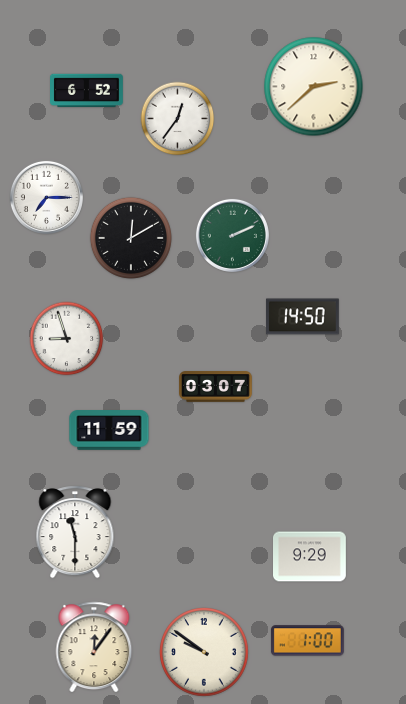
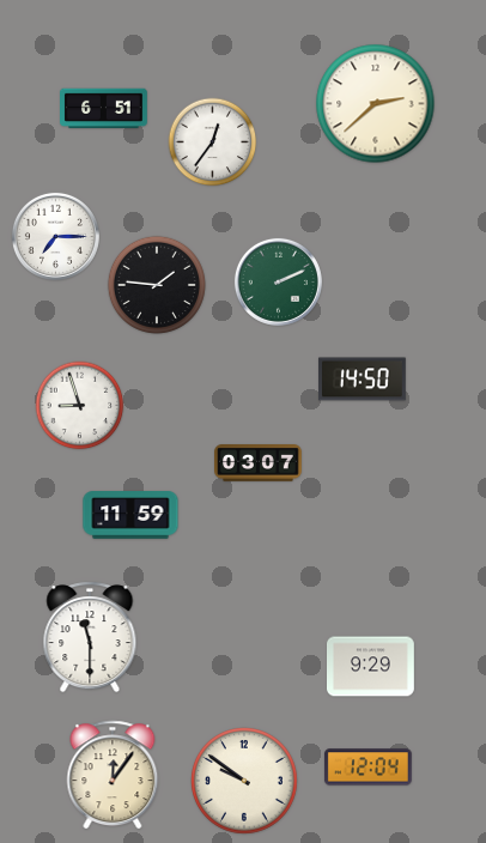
clock at (87, 91): 6:52 -> 6:51
clock at (131, 238): 12:10 -> 1:46
clock at (307, 641): 1:00 -> 12:04
